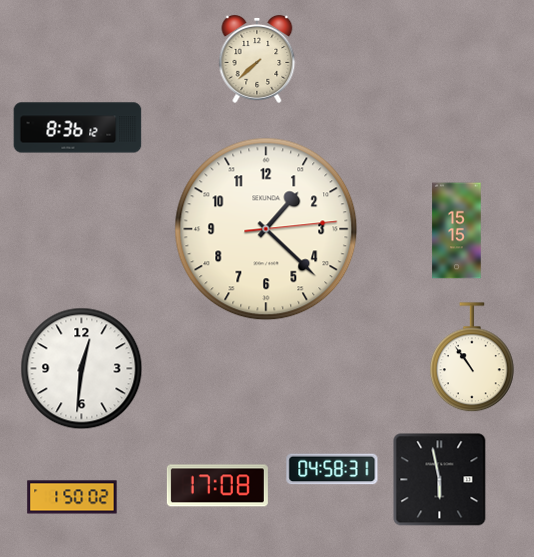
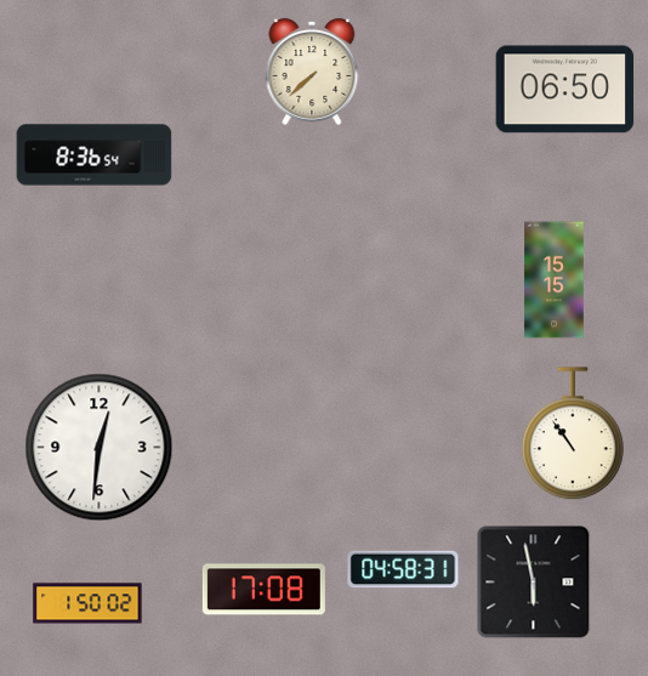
clock at (565, 90): none -> 06:50
clock at (78, 128): 8:36:12 -> 8:36:54
clock at (266, 229): 1:22 -> none
